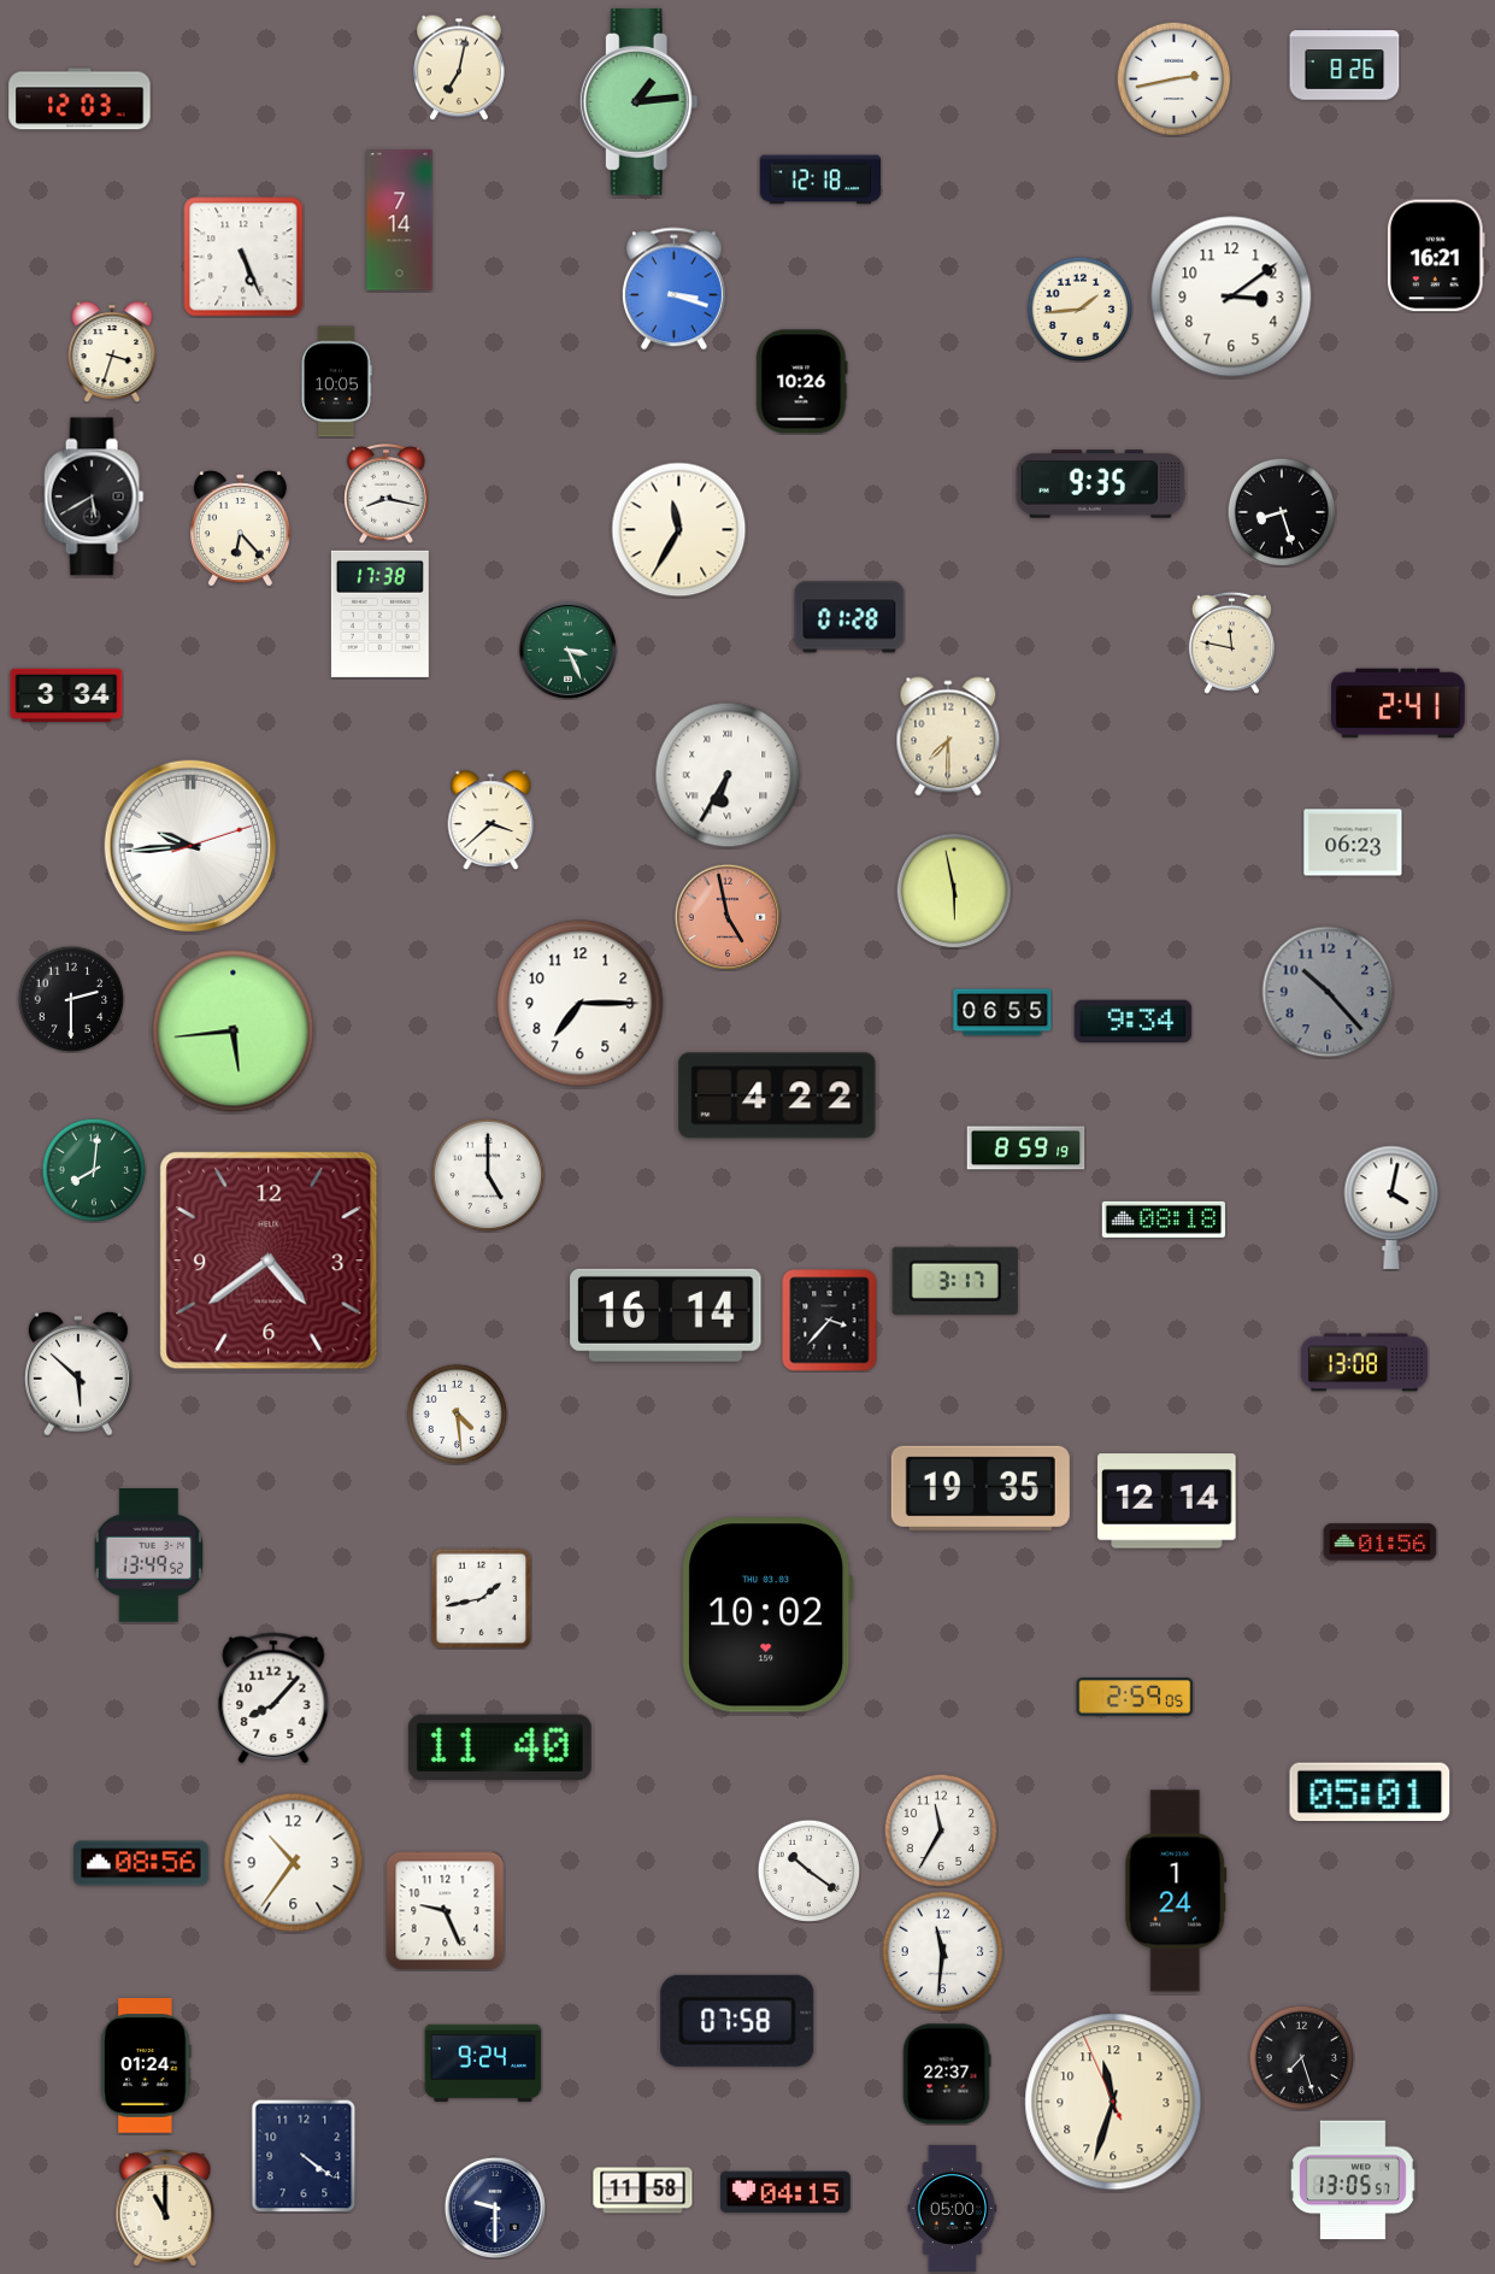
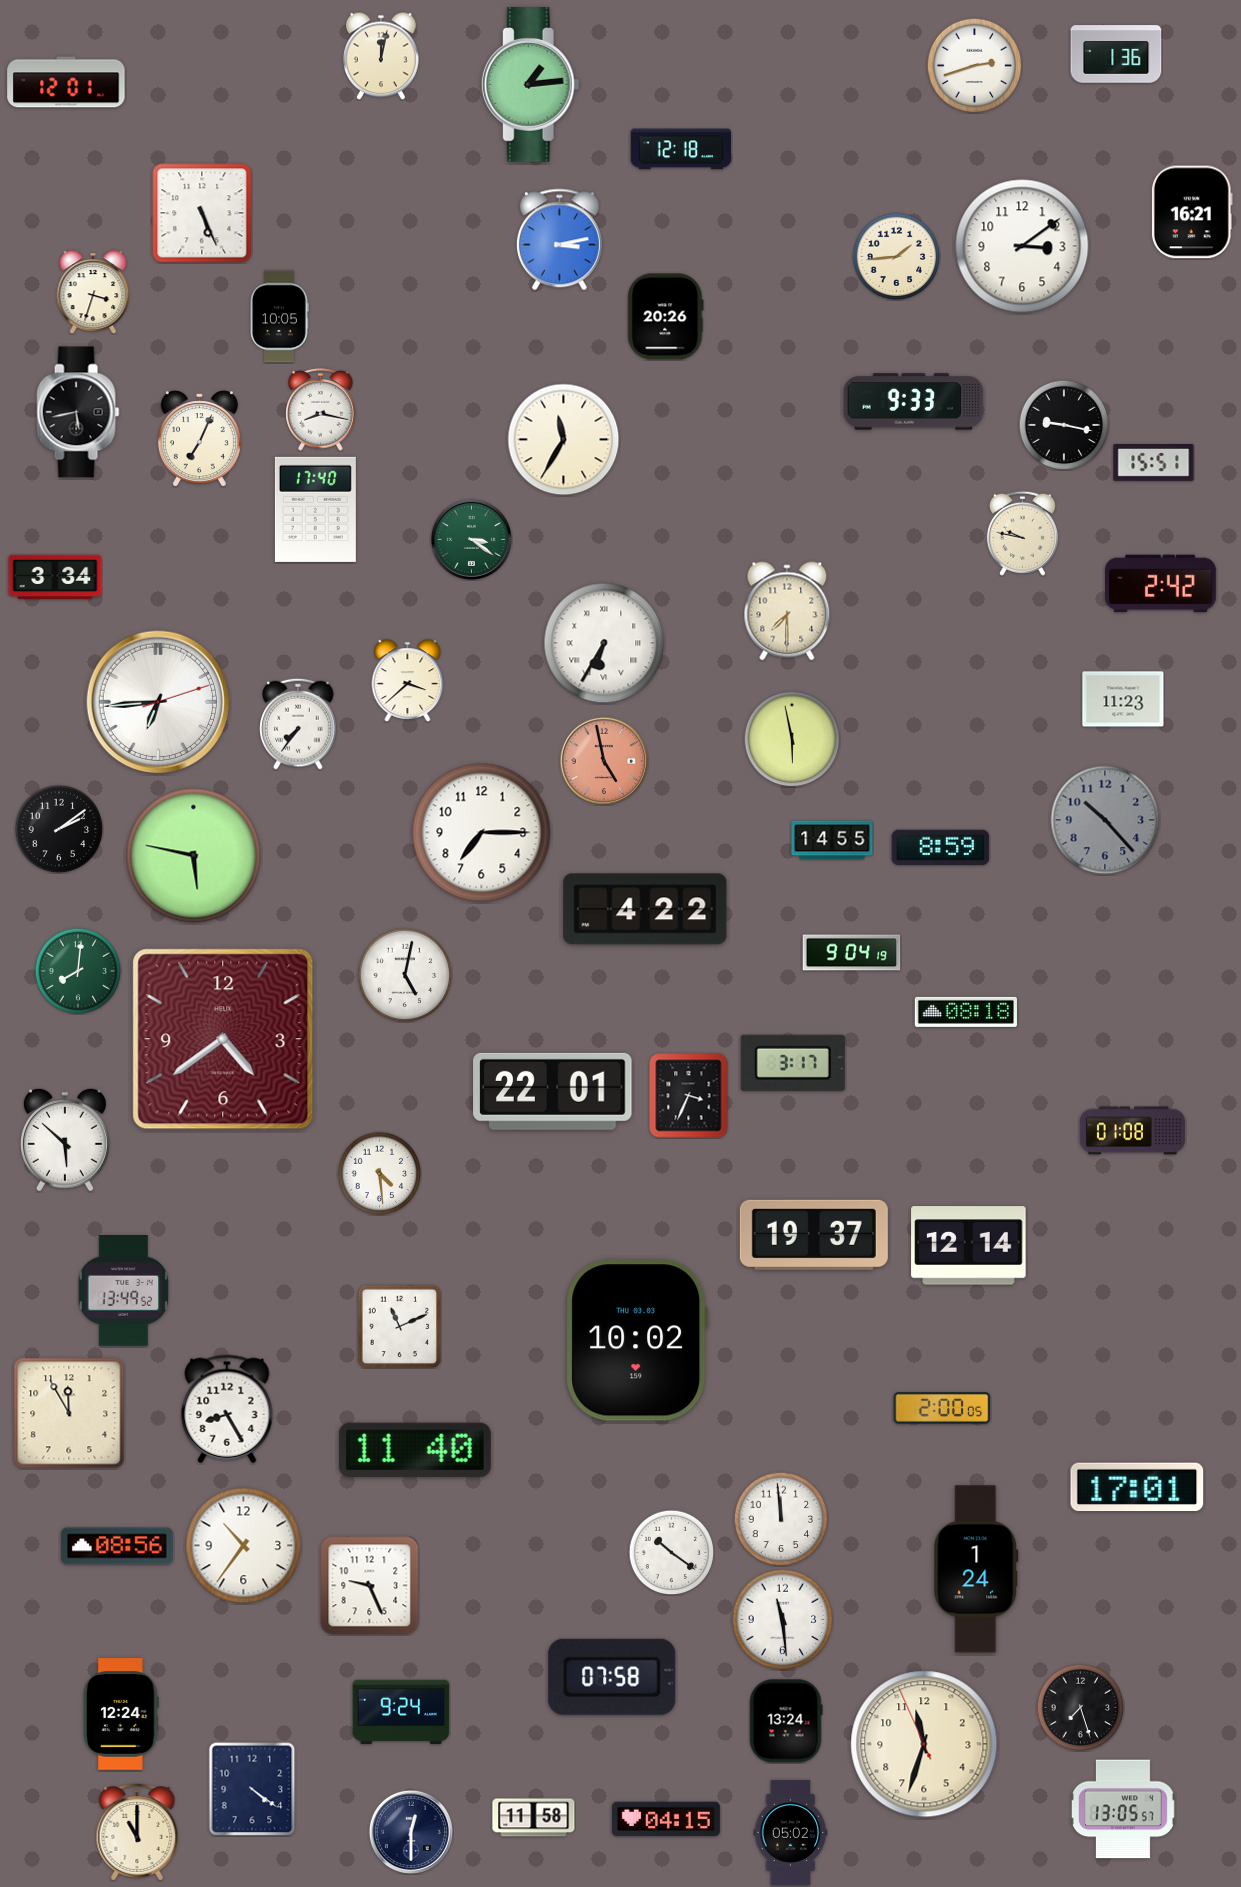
clock at (1344, 65): 8:26 -> 1:36
clock at (459, 67): 7:02 -> 12:02
clock at (1173, 78): 2:43 -> 2:42
clock at (80, 99): 12:03 -> 12:01
clock at (400, 221): 7:14 -> none
clock at (673, 289): 3:18 -> 3:13
clock at (802, 382): 10:26 -> 20:26
clock at (1101, 484): 9:35 -> 9:33
clock at (94, 496): 5:40 -> 5:43
clock at (1282, 512): 8:27 -> 9:17
clock at (240, 529): 6:23 -> 7:04
clock at (1154, 463): none -> 15:51
clock at (379, 613): 17:38 -> 17:40
clock at (849, 617): 01:28 -> none
clock at (1231, 642): 11:47 -> 9:47
clock at (567, 650): 3:26 -> 3:21
clock at (1399, 704): 2:41 -> 2:42
clock at (1353, 842): 06:23 -> 11:23
clock at (189, 845): 9:44 -> 6:44
clock at (298, 724): none -> 7:36
clock at (1328, 992) position: (1328, 992) -> (1105, 820)
clock at (71, 999): 2:30 -> 2:09
clock at (1002, 1012): 06:55 -> 14:55
clock at (1134, 1022): 9:34 -> 8:59
clock at (234, 1032): 5:44 -> 5:47
clock at (1026, 1148): 8:59 -> 9:04
clock at (488, 1175): 5:00 -> 5:02
clock at (1391, 1207): 4:02 -> none
clock at (269, 1261) position: (269, 1261) -> (223, 1039)
clock at (666, 1315): 16:14 -> 22:01
clock at (830, 1321): 3:37 -> 3:34
clock at (1364, 1363): 13:08 -> 01:08
clock at (981, 1488): 19:35 -> 19:37
clock at (1381, 1543): 01:56 -> none
clock at (481, 1598): 1:43 -> 11:11
clock at (1135, 1697): 2:59 -> 2:00
clock at (273, 1698): 8:07 -> 8:25
clock at (69, 1413): none -> 11:55
clock at (1370, 1792): 05:01 -> 17:01
clock at (941, 1831): 11:35 -> 11:59
clock at (943, 1952): 11:31 -> 11:29
clock at (146, 2066): 01:24 -> 12:24
clock at (947, 2074): 22:37 -> 13:24
clock at (785, 2192) position: (785, 2192) -> (666, 1819)
clock at (495, 2208): 9:30 -> 12:30
clock at (953, 2208): 05:00 -> 05:02
